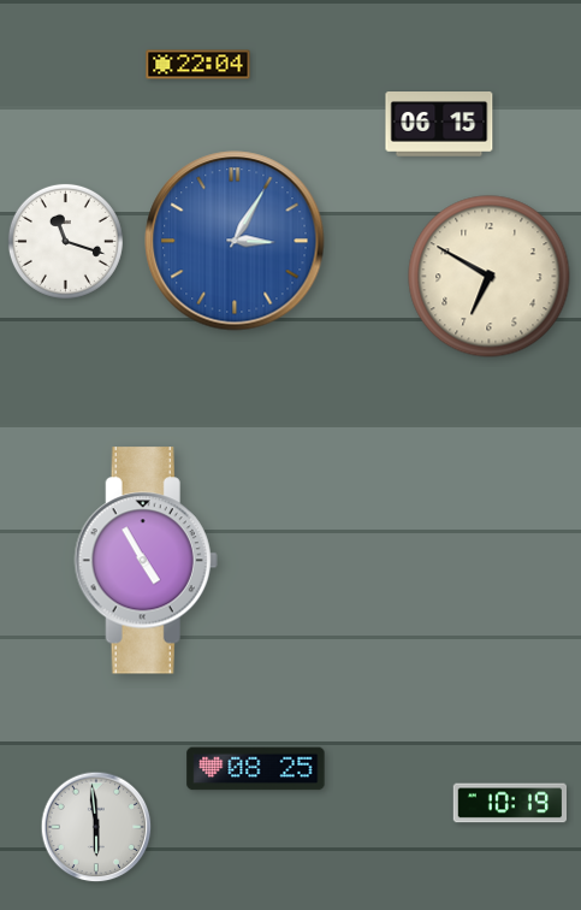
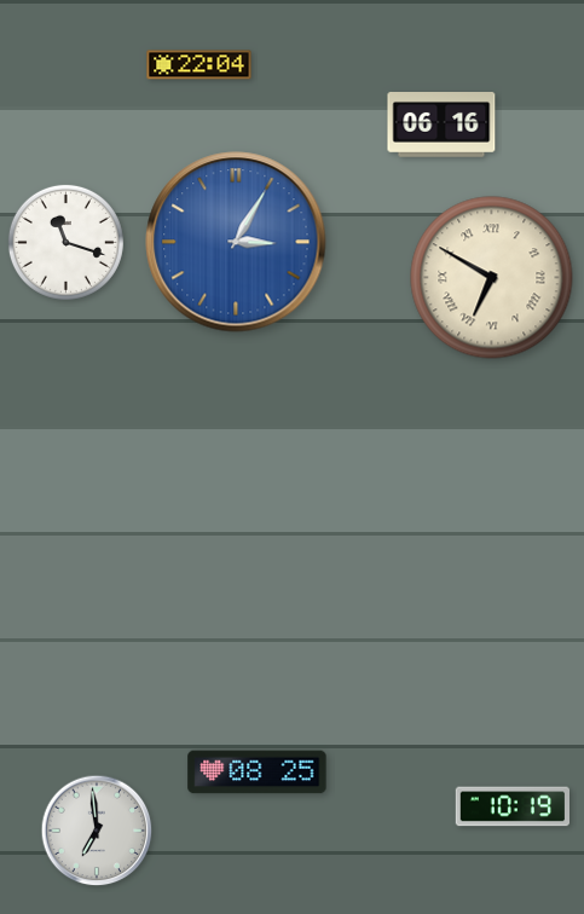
clock at (439, 125): 06:15 -> 06:16
clock at (490, 277) numerals: Arabic -> Roman
clock at (146, 561): 4:55 -> none
clock at (96, 827): 5:59 -> 6:59
